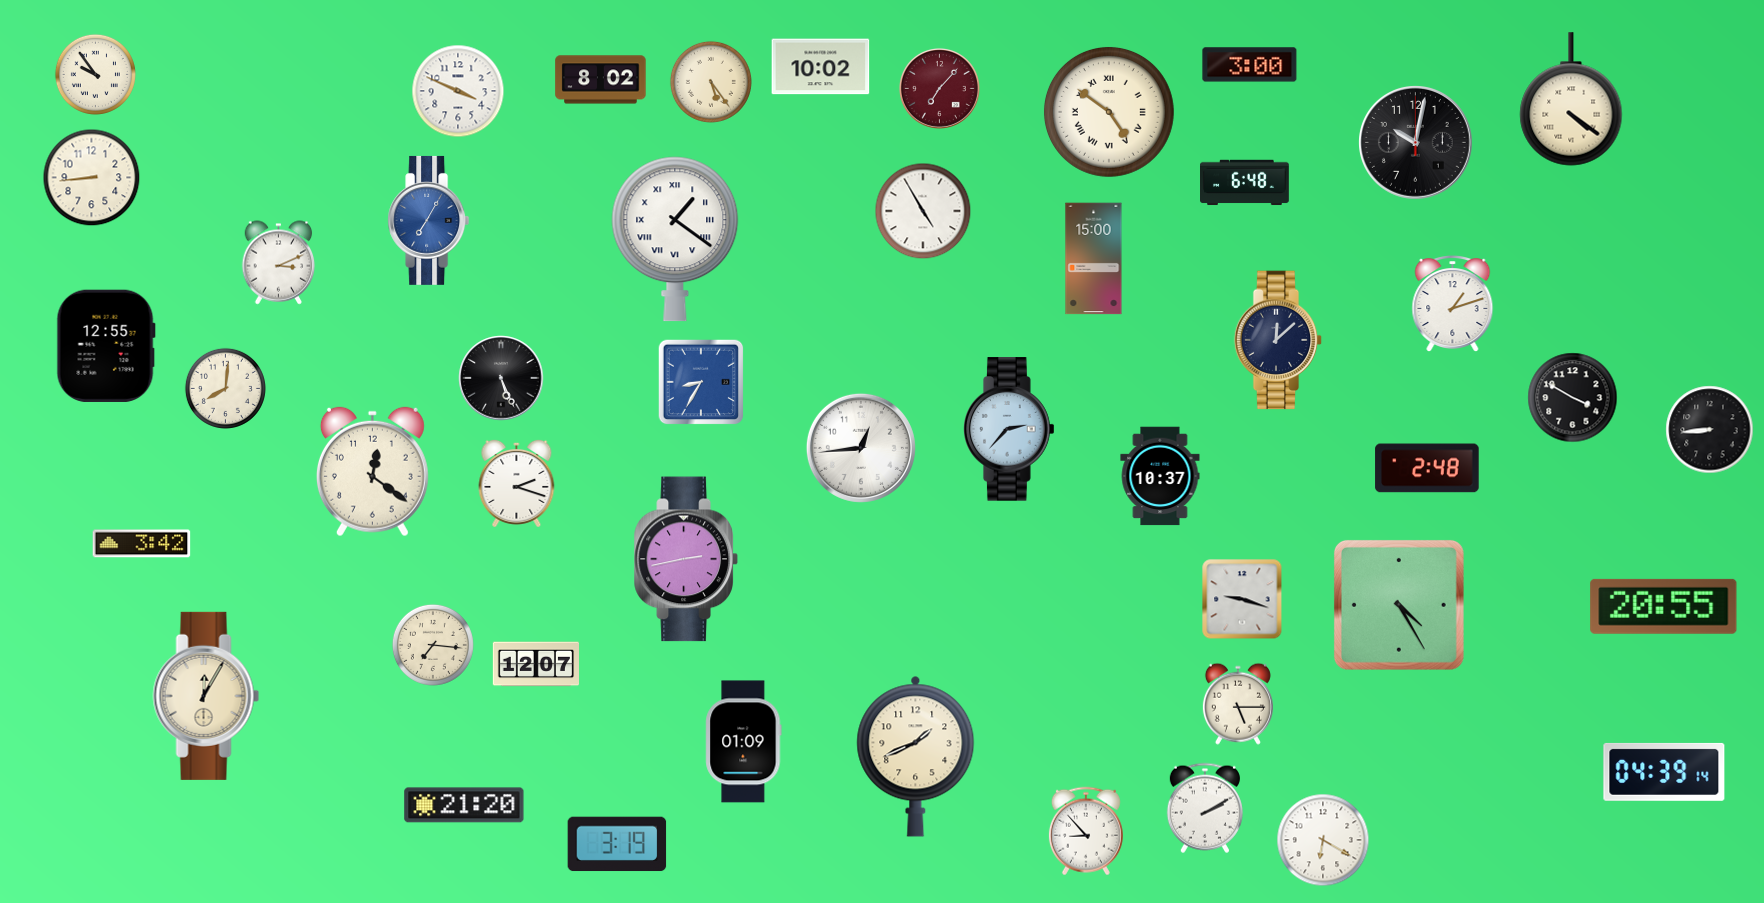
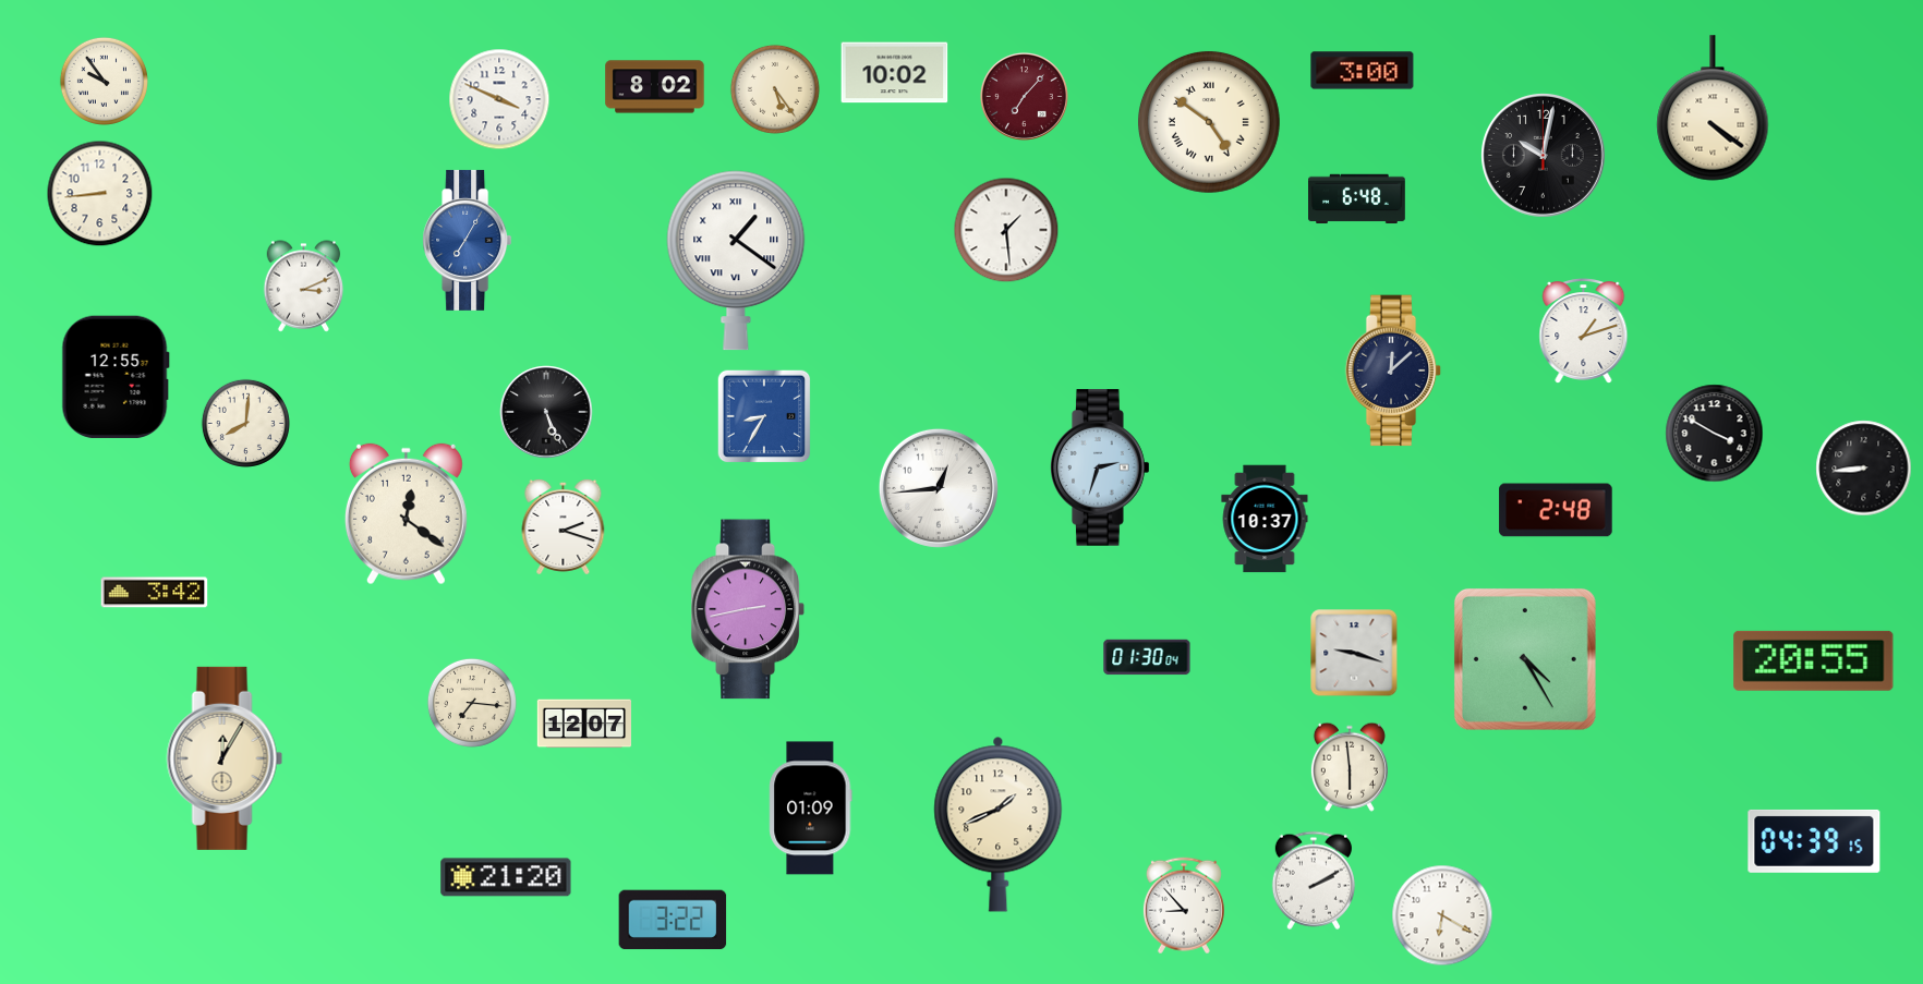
clock at (923, 211): 4:55 -> 1:29
clock at (1094, 259): 15:00 -> none
clock at (1010, 429): 2:37 -> 2:33
clock at (1147, 657): none -> 01:30
clock at (1238, 704): 5:15 -> 5:59
clock at (1664, 772): 04:39:14 -> 04:39:15
clock at (617, 844): 3:19 -> 3:22
